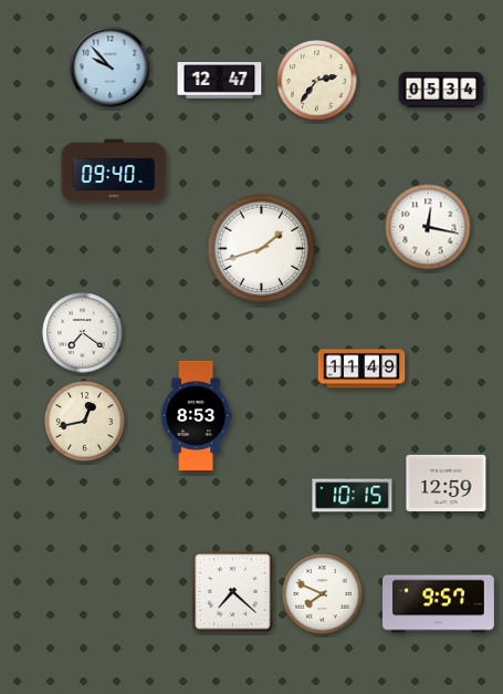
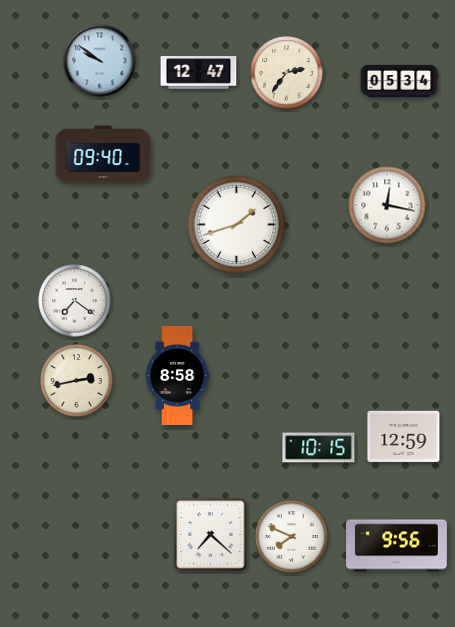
clock at (111, 68): 9:53 -> 9:51
clock at (361, 369): 11:49 -> none
clock at (196, 415): 8:53 -> 8:58
clock at (85, 422): 12:43 -> 2:43
clock at (439, 604): 9:57 -> 9:56
